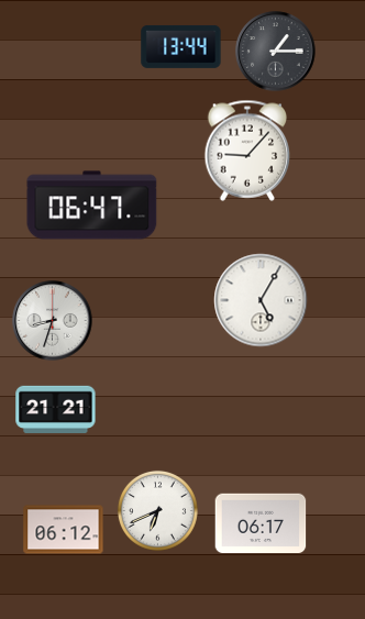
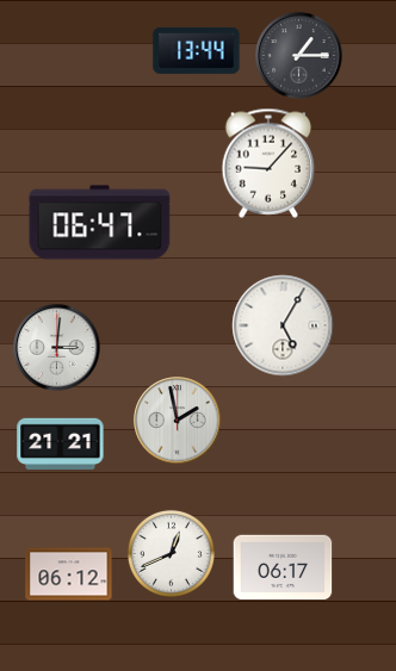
clock at (53, 321): 8:33 -> 3:01
clock at (178, 421): none -> 1:58
clock at (157, 510): 6:41 -> 12:41
